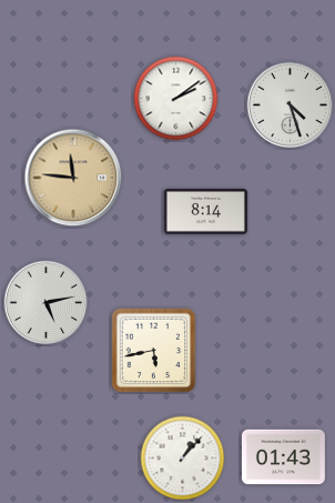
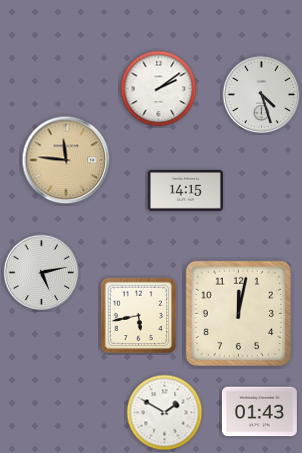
clock at (205, 212): 8:14 -> 14:15
clock at (238, 313): none -> 12:02
clock at (283, 457) position: (283, 457) -> (259, 412)
clock at (183, 459): 1:07 -> 1:50
